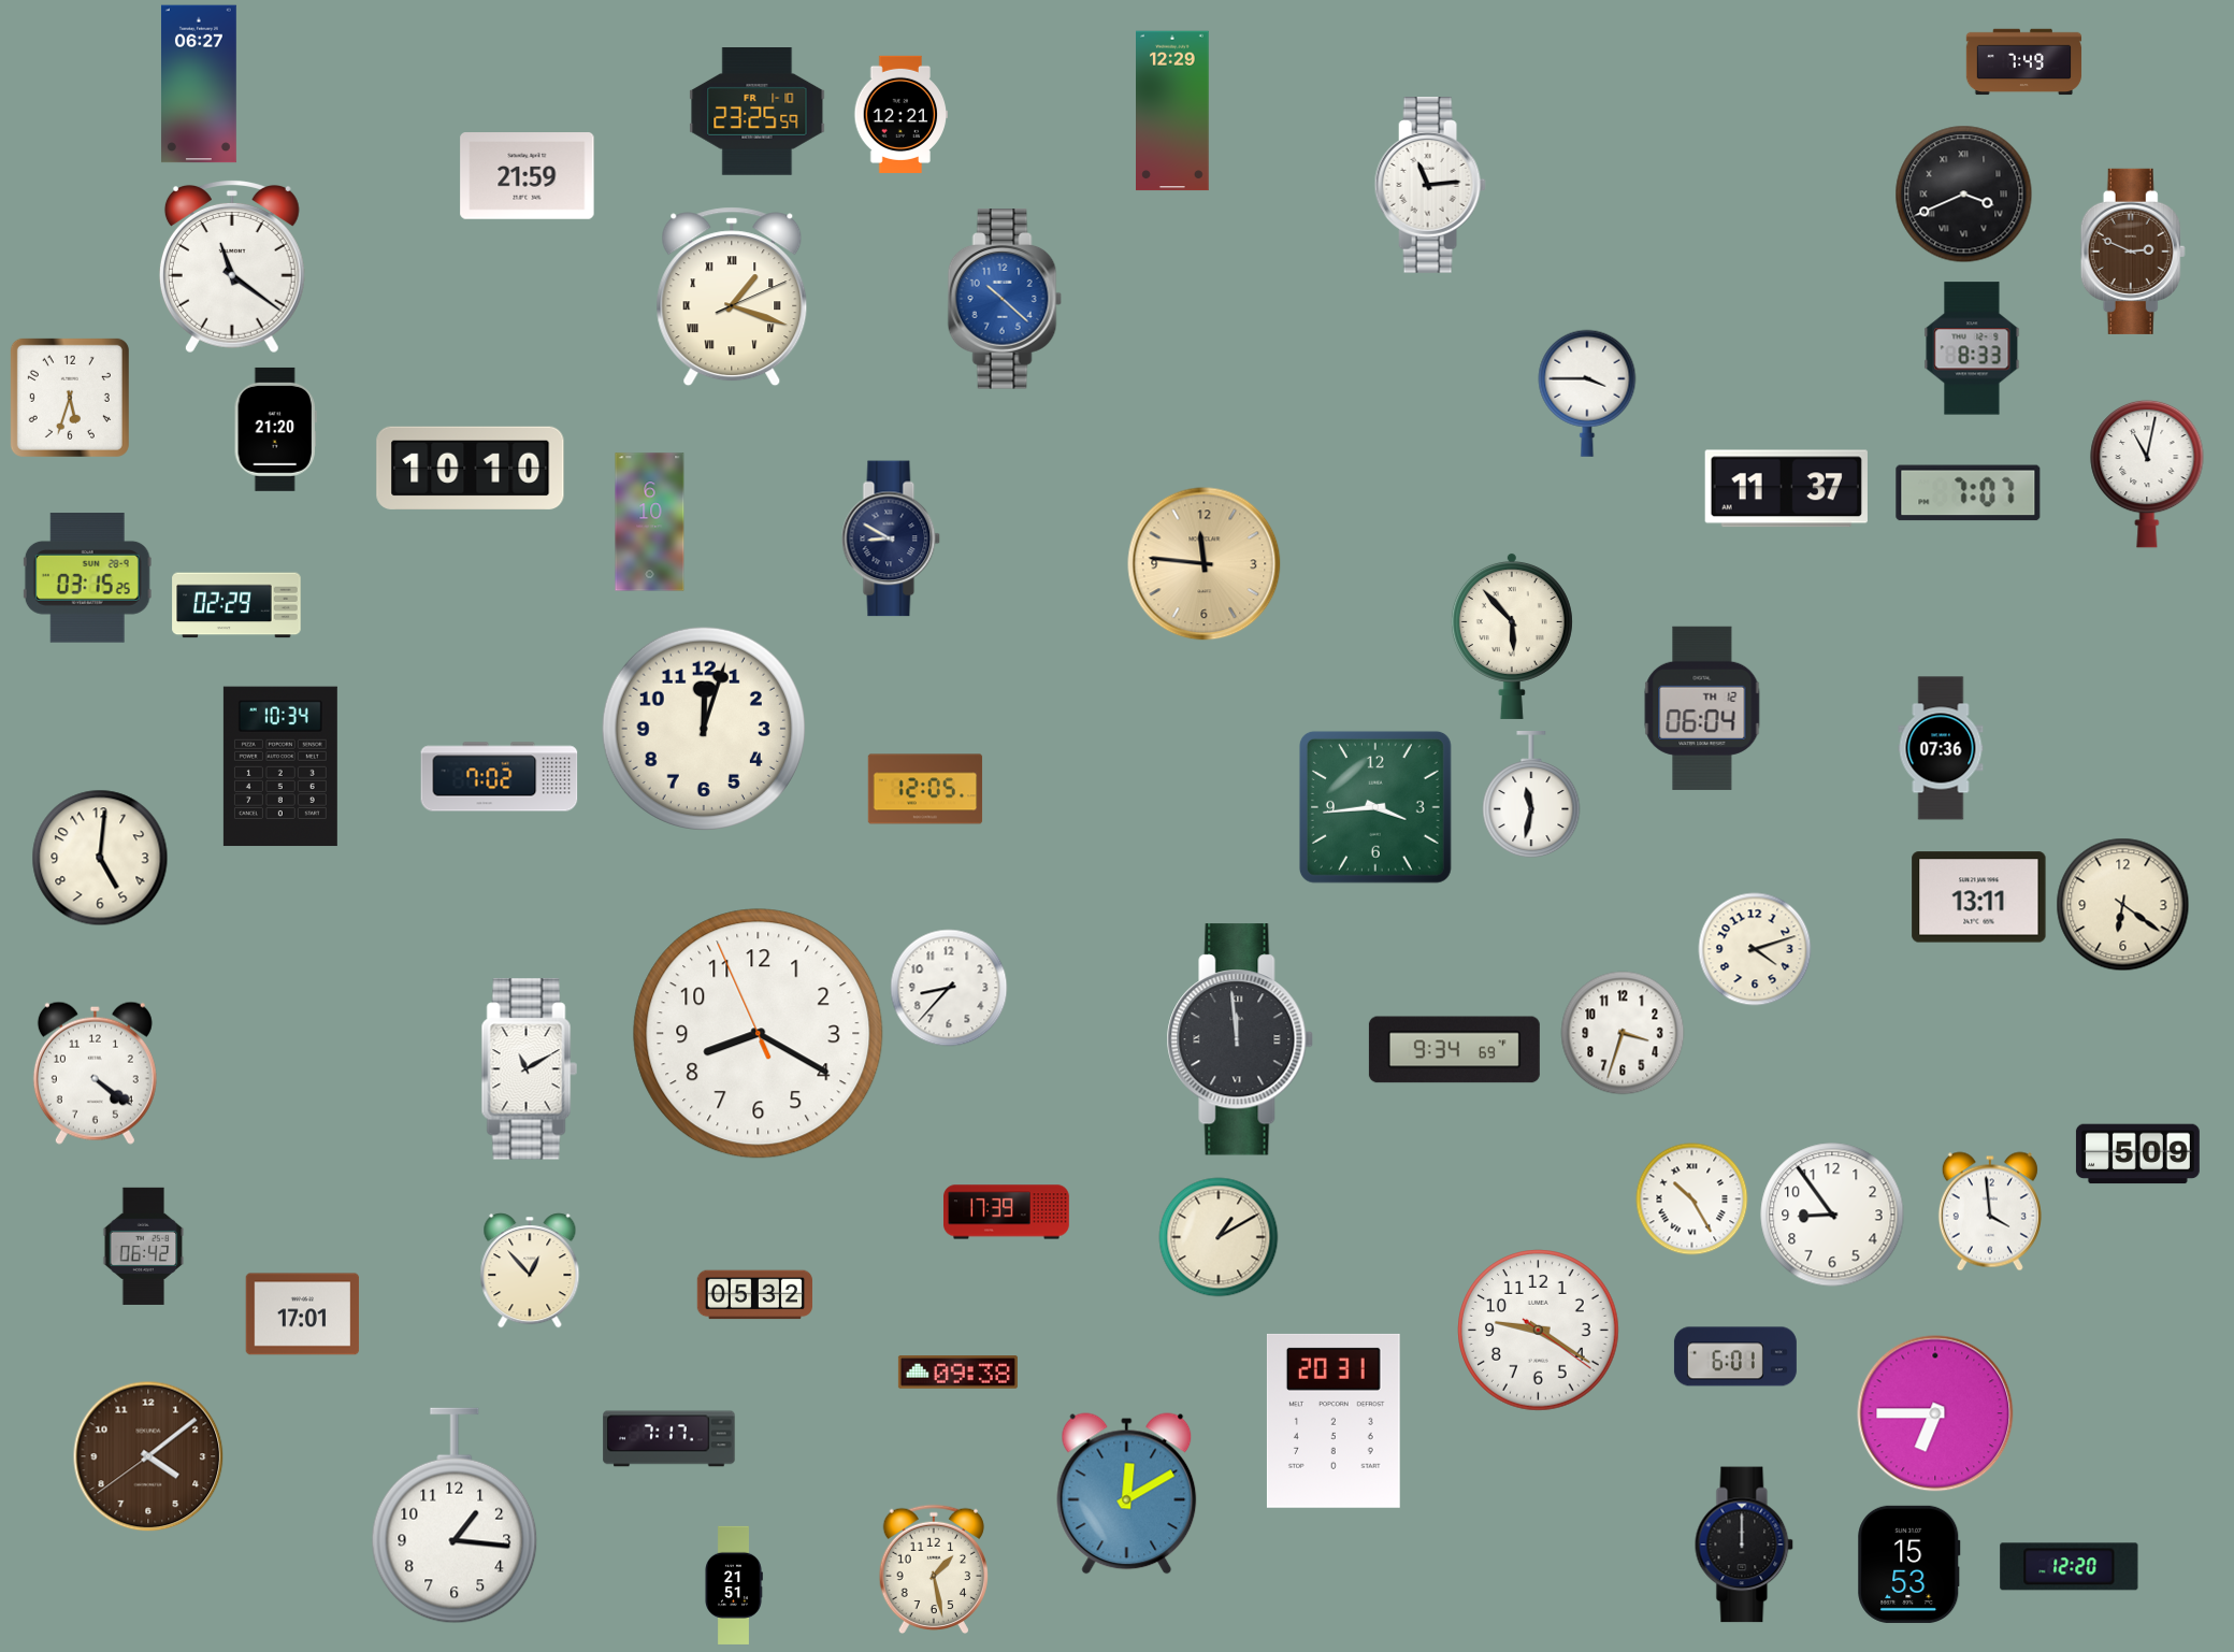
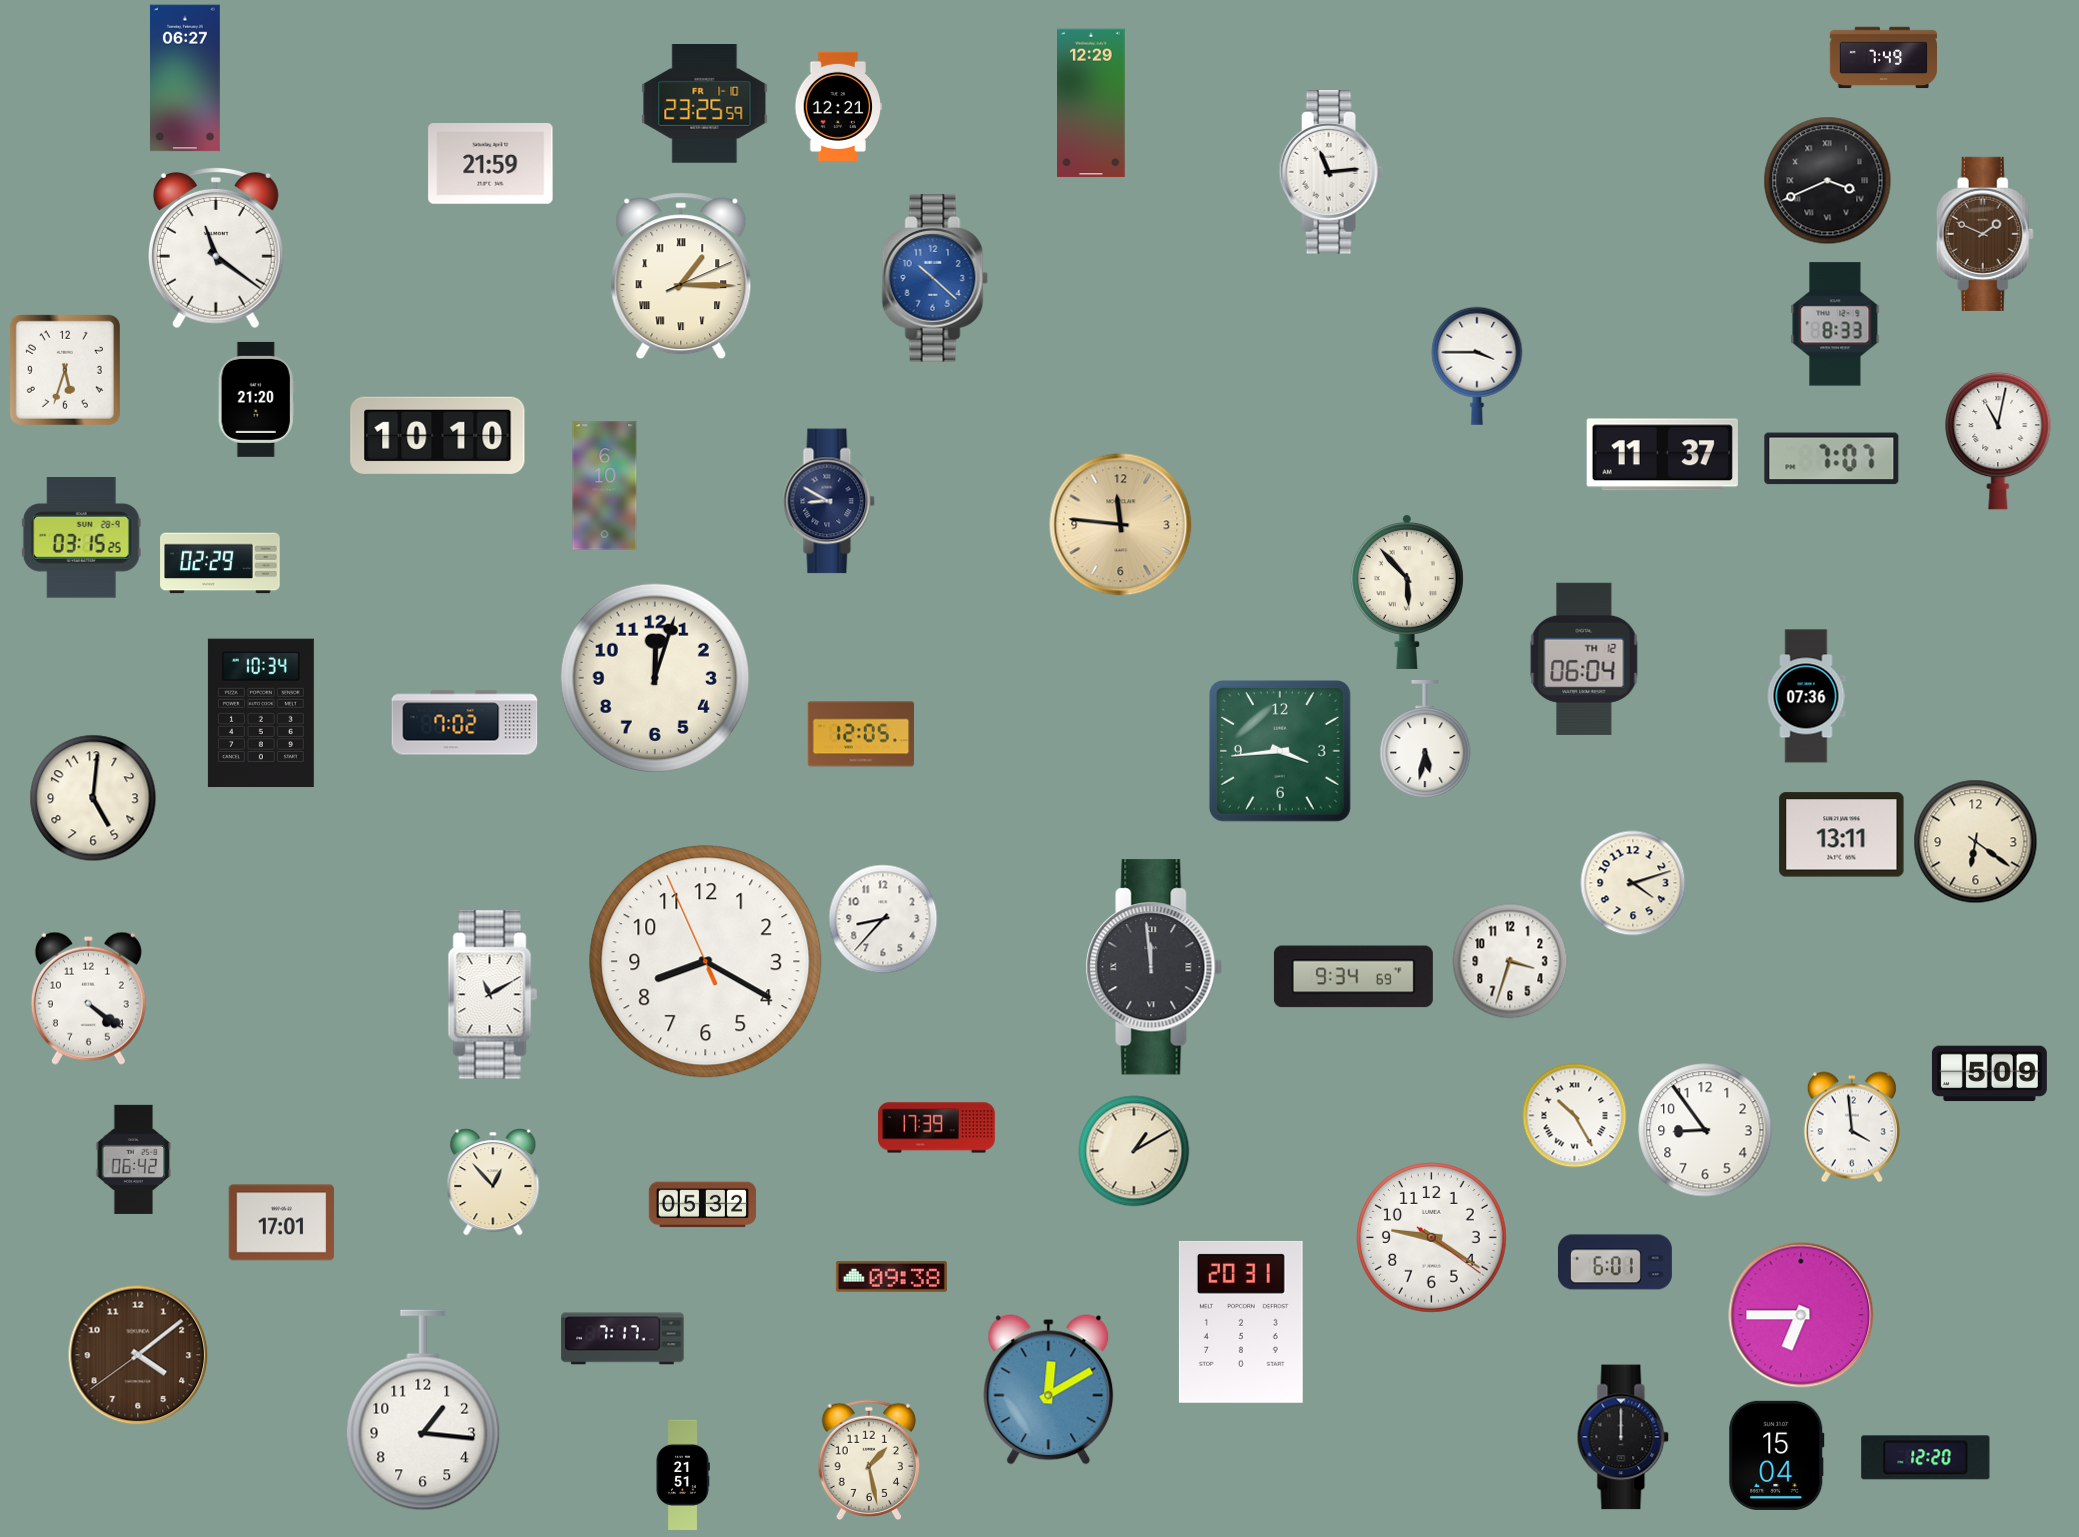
clock at (2133, 252): 2:49 -> 1:49
clock at (732, 297): 1:18 -> 1:15
clock at (1531, 795): 11:32 -> 5:32
clock at (1909, 1564): 15:53 -> 15:04
